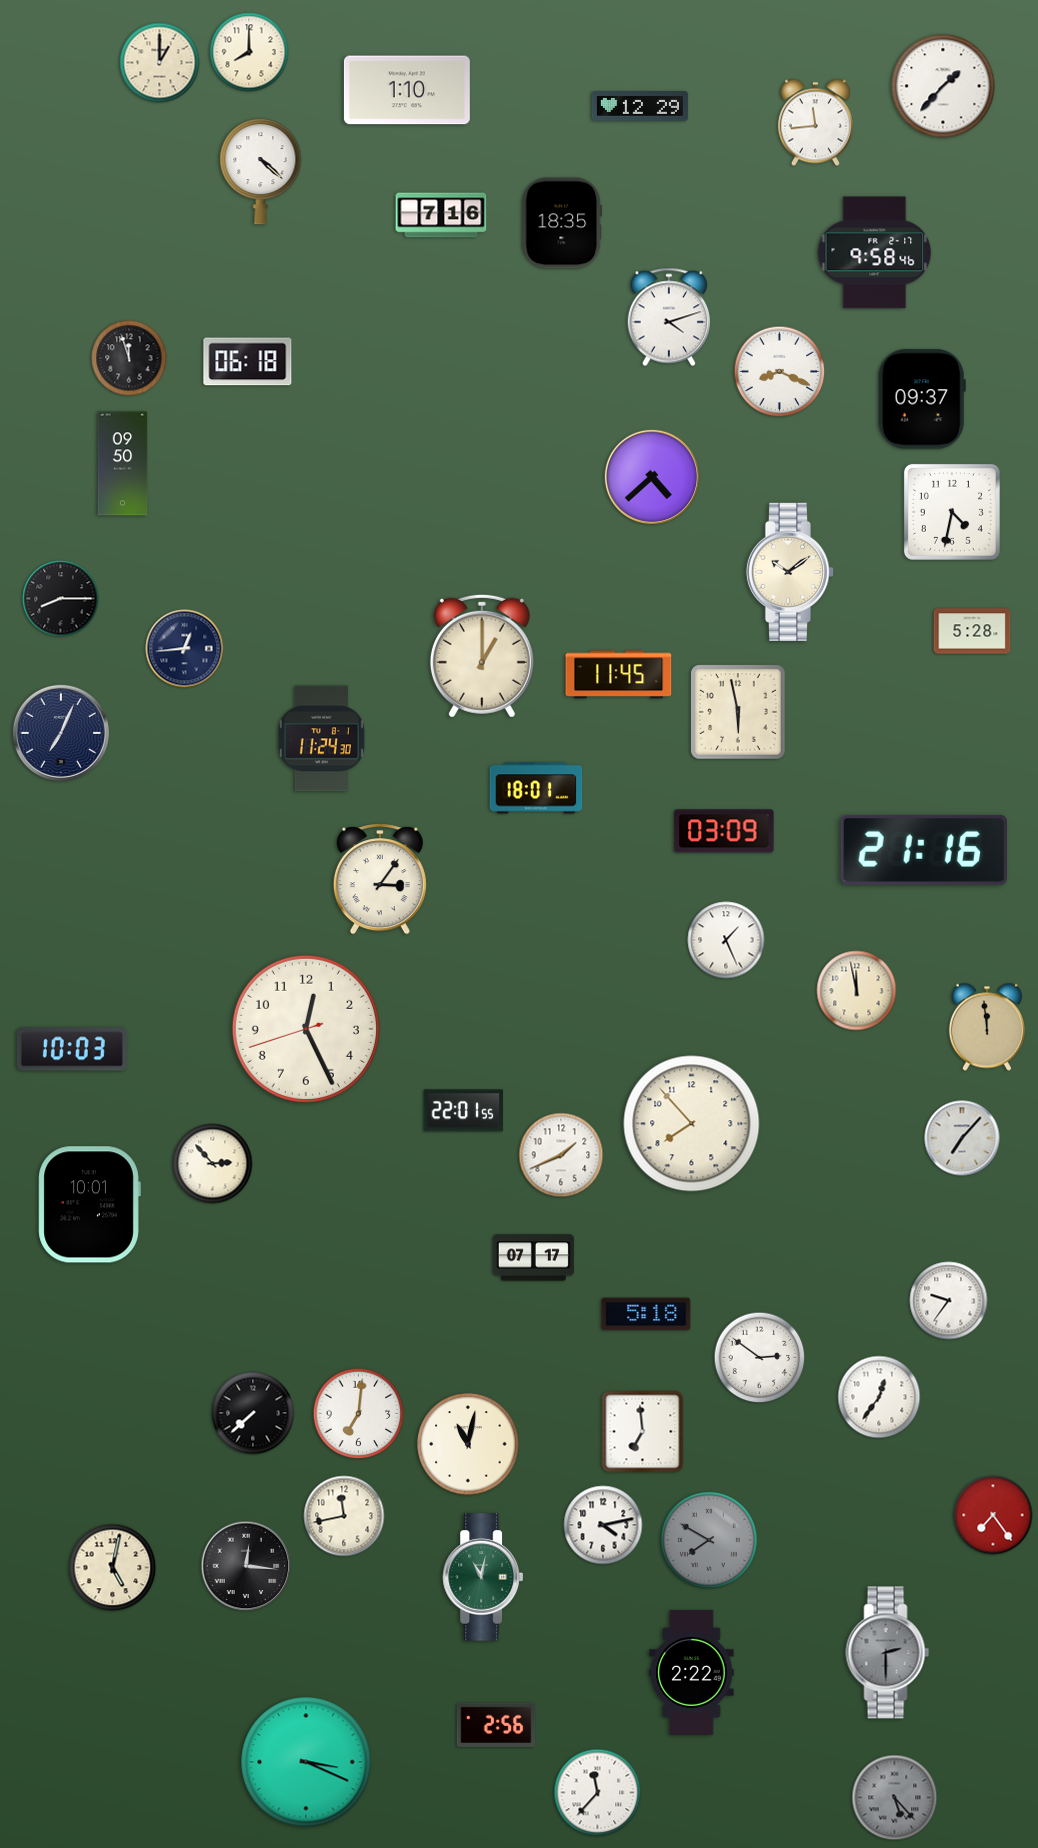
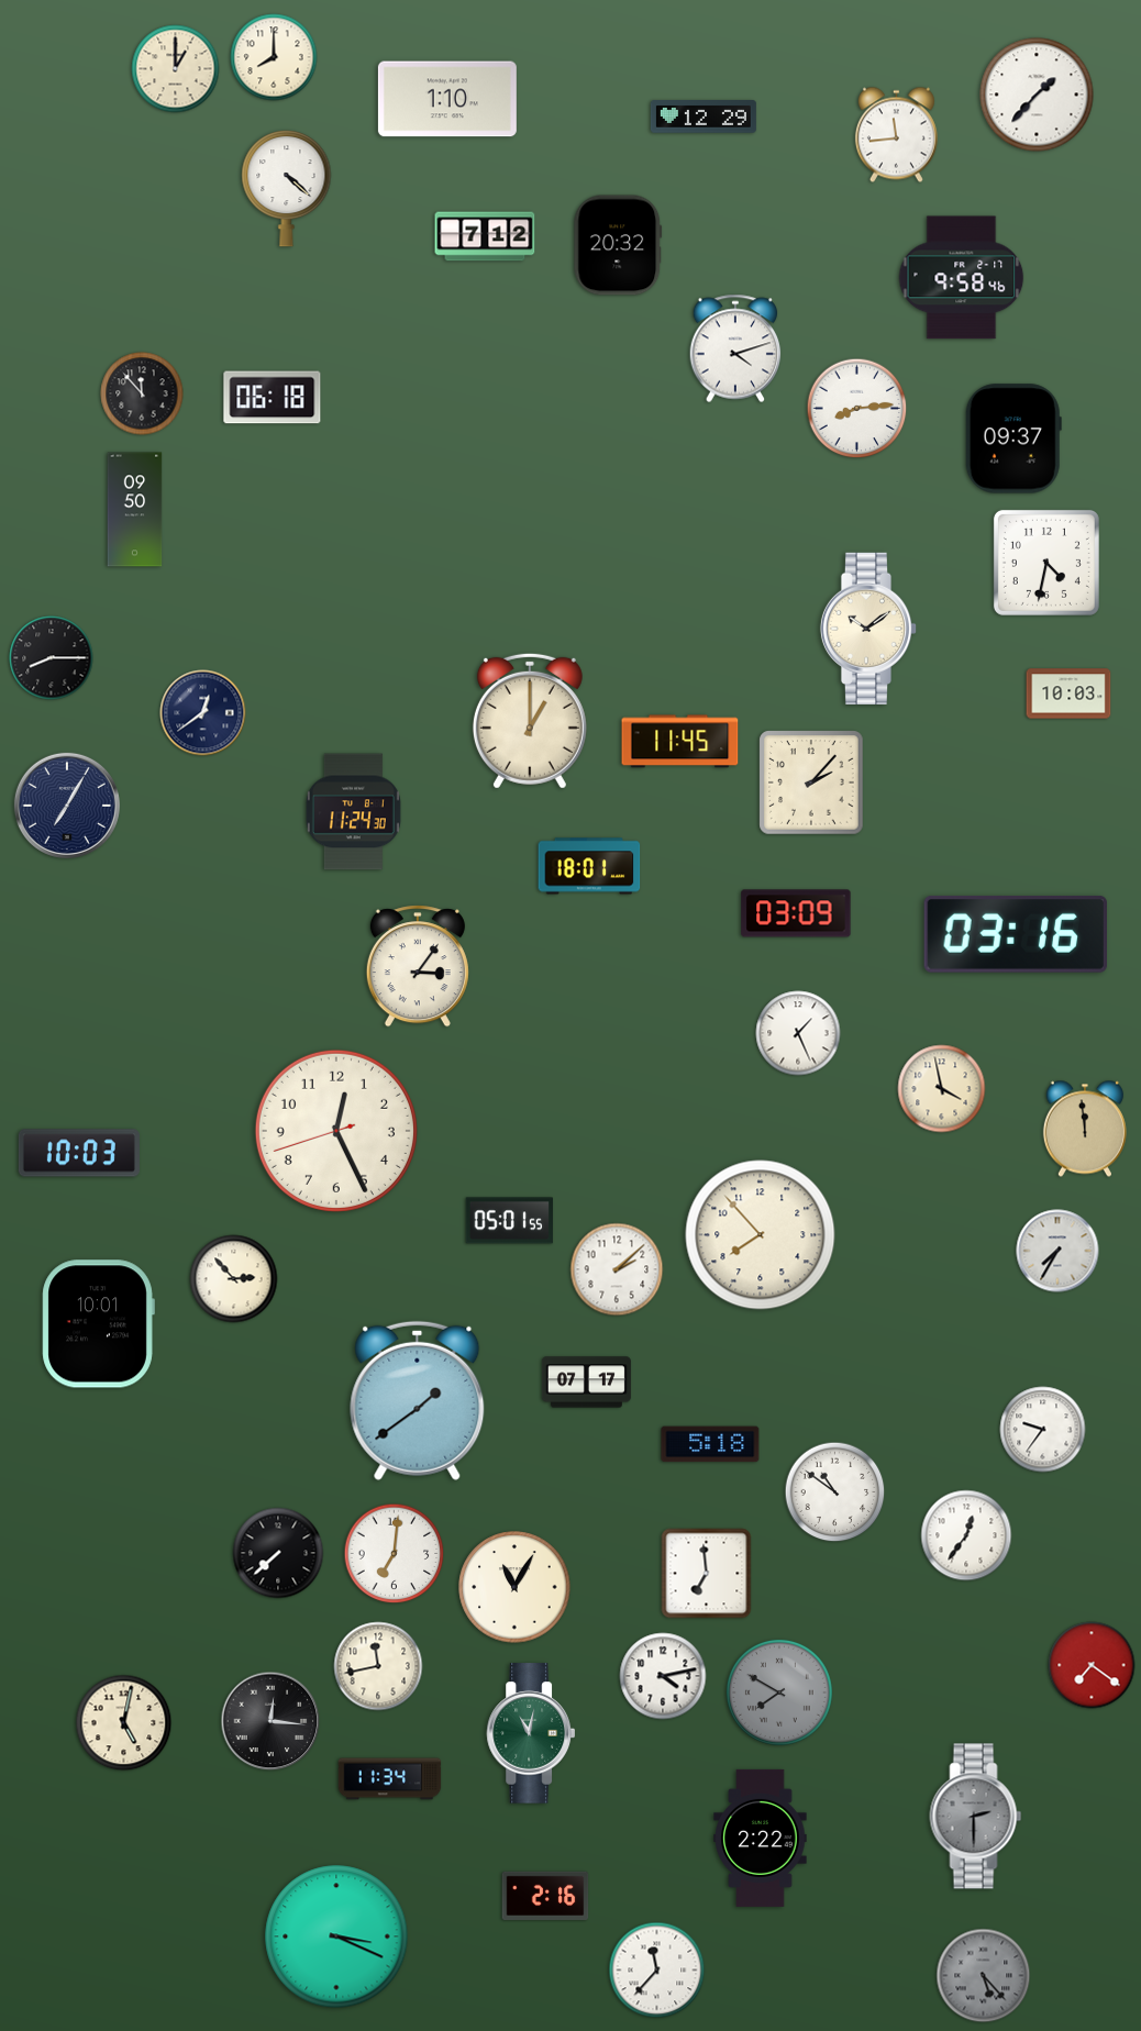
clock at (441, 215): 7:16 -> 7:12
clock at (562, 223): 18:35 -> 20:32
clock at (129, 358): 11:57 -> 11:53
clock at (780, 372): 8:19 -> 8:14
clock at (651, 476): 4:38 -> none
clock at (61, 599) position: (61, 599) -> (52, 658)
clock at (972, 631): 5:28 -> 10:03
clock at (185, 649): 12:44 -> 12:39
clock at (738, 712): 5:58 -> 2:07
clock at (61, 733): 7:04 -> 7:05
clock at (923, 850): 21:16 -> 03:16
clock at (857, 991): 11:58 -> 3:58
clock at (463, 1111): 22:01 -> 05:01
clock at (962, 1138): 7:07 -> 7:35
clock at (561, 1155): 1:41 -> 2:08
clock at (418, 1400): none -> 1:39
clock at (760, 1358): 2:51 -> 10:51
clock at (468, 1444): 11:02 -> 11:05
clock at (993, 1515): 7:24 -> 7:21
clock at (390, 1779): none -> 11:34
clock at (496, 1724): 2:56 -> 2:16
